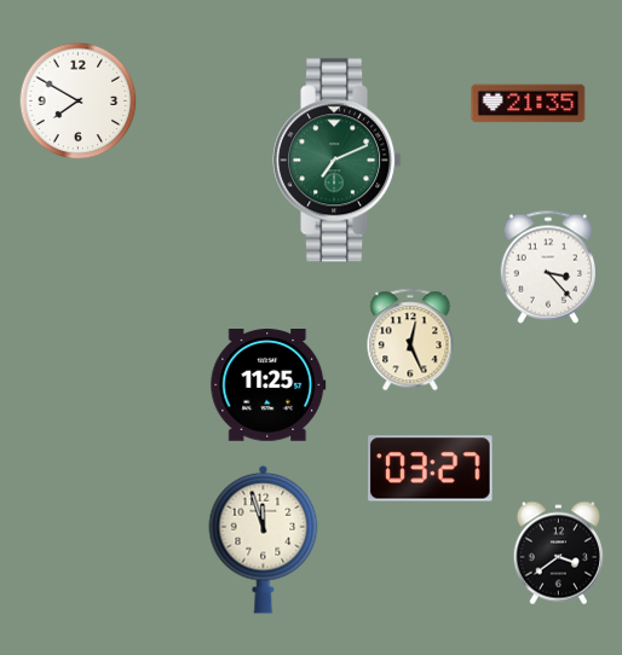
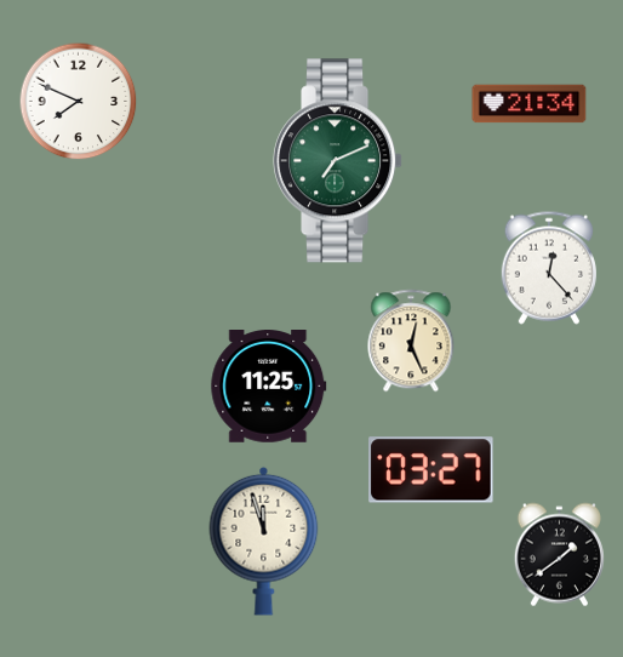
clock at (79, 102): 7:50 -> 7:49
clock at (529, 104): 21:35 -> 21:34
clock at (547, 267): 3:23 -> 12:23
clock at (558, 553): 3:39 -> 1:39
